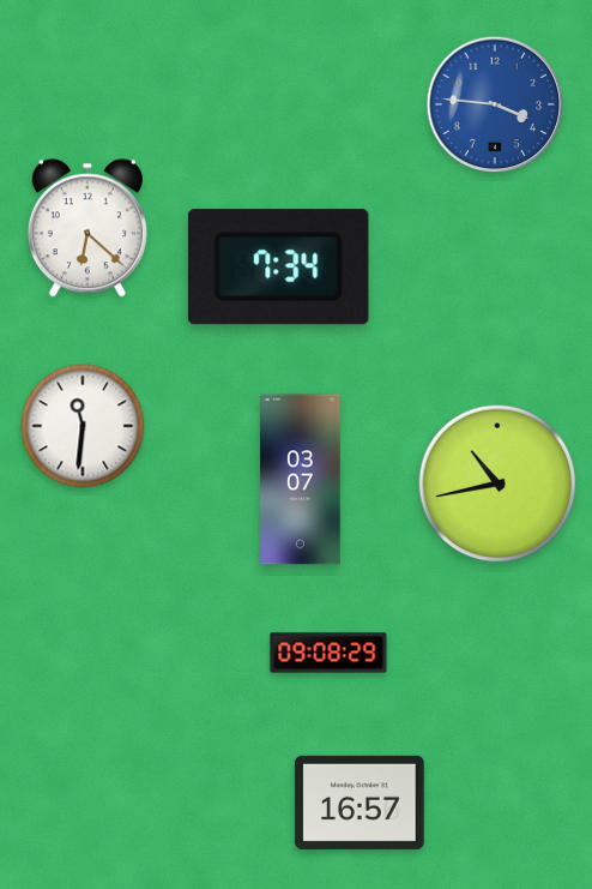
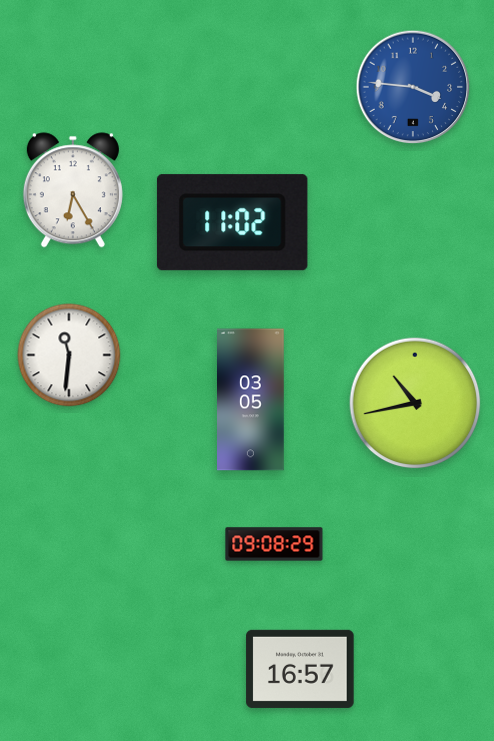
clock at (87, 228): 6:22 -> 6:25
clock at (278, 268): 7:34 -> 11:02
clock at (301, 480): 03:07 -> 03:05
